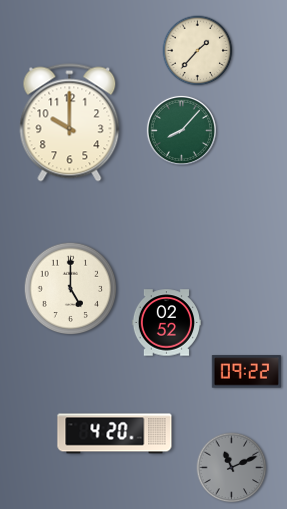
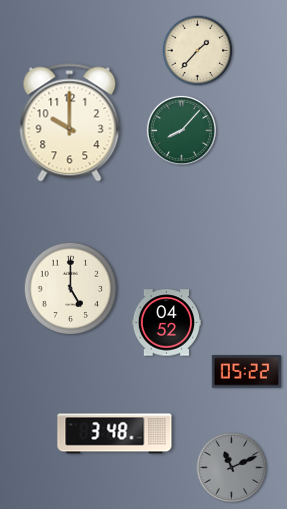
clock at (166, 323): 02:52 -> 04:52
clock at (246, 372): 09:22 -> 05:22
clock at (115, 434): 4:20 -> 3:48
